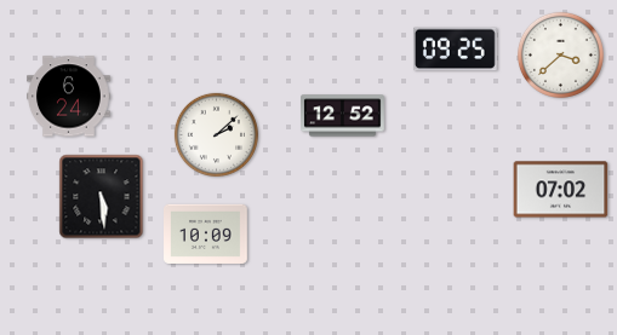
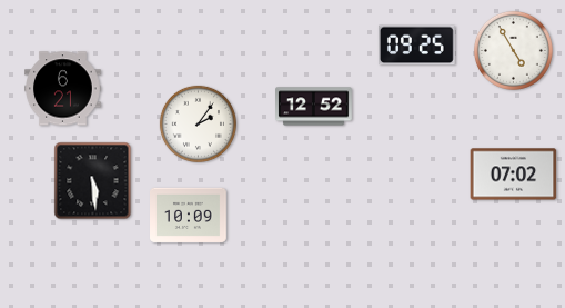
clock at (560, 54): 3:38 -> 4:55
clock at (69, 97): 6:24 -> 6:21
clock at (216, 134): 2:08 -> 2:06
